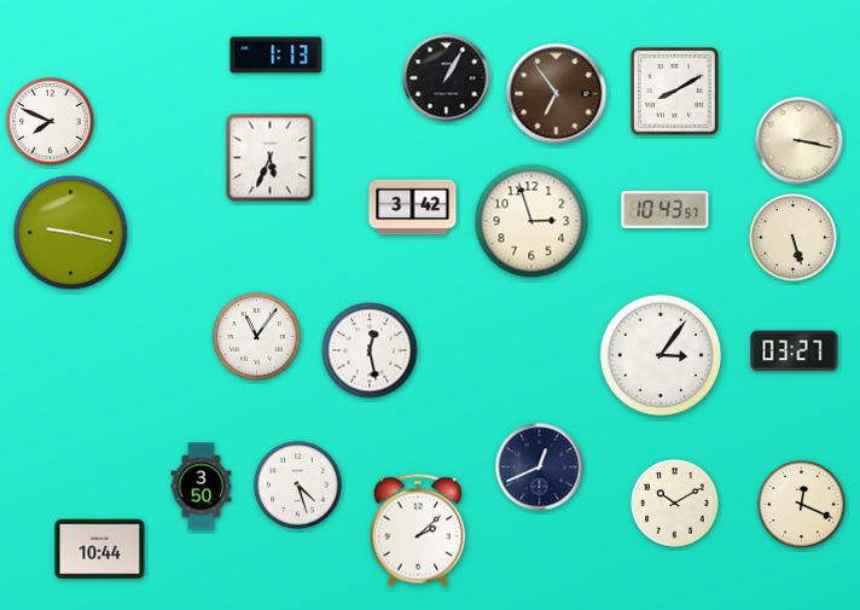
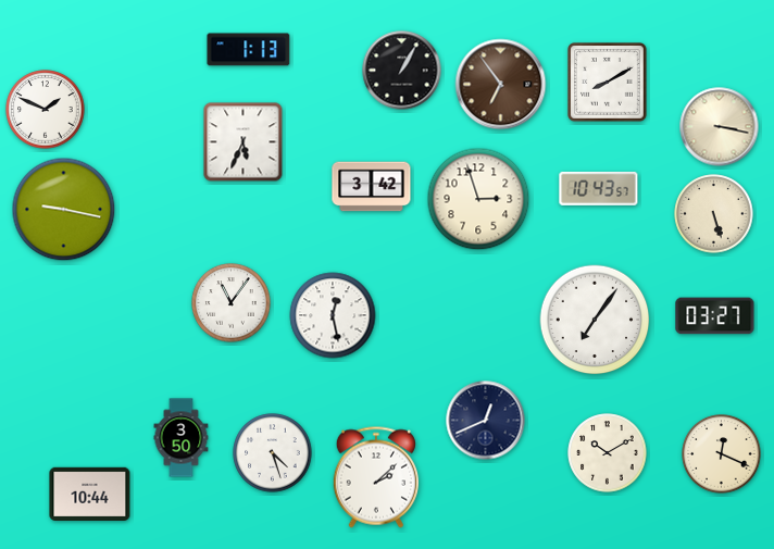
clock at (51, 122): 7:49 -> 1:49
clock at (661, 355): 3:06 -> 7:06
clock at (298, 486) position: (298, 486) -> (273, 453)
